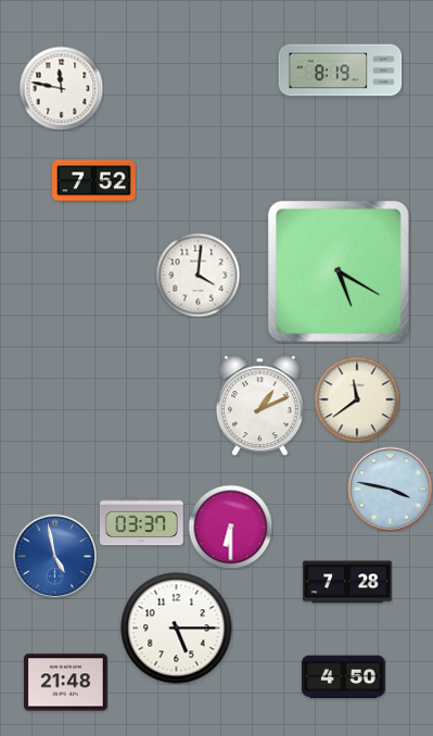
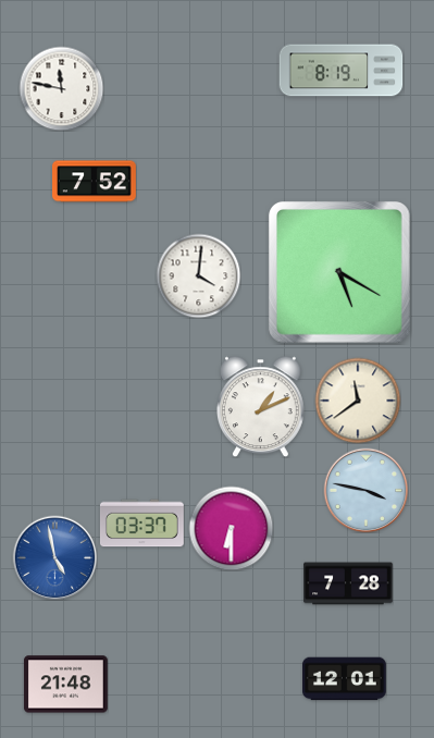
clock at (390, 488) position: (390, 488) -> (365, 490)
clock at (177, 629): 5:15 -> none
clock at (344, 677): 4:50 -> 12:01
